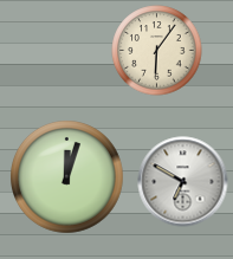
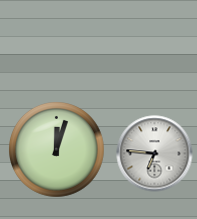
clock at (157, 51): 6:06 -> none
clock at (183, 182): 6:50 -> 6:46
